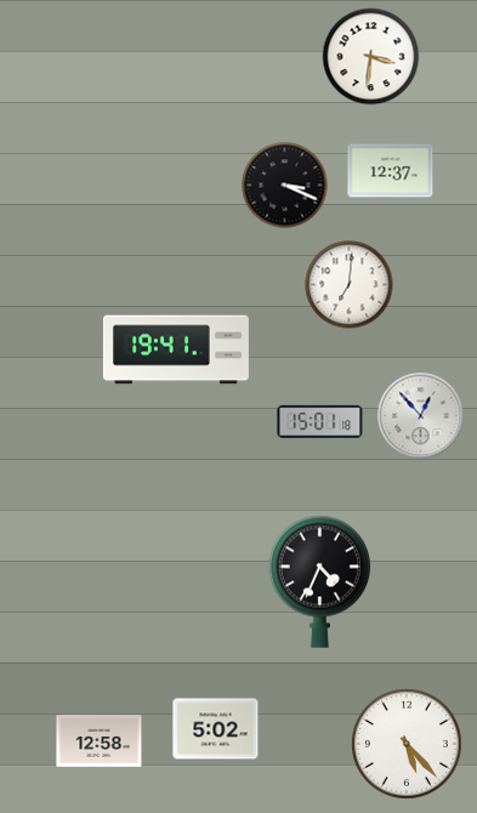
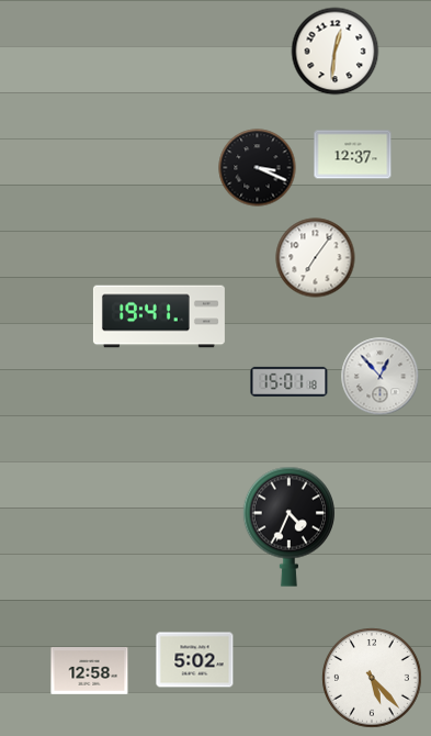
clock at (371, 57): 3:31 -> 12:31
clock at (350, 285): 7:01 -> 7:06
clock at (408, 745) position: (408, 745) -> (373, 679)
